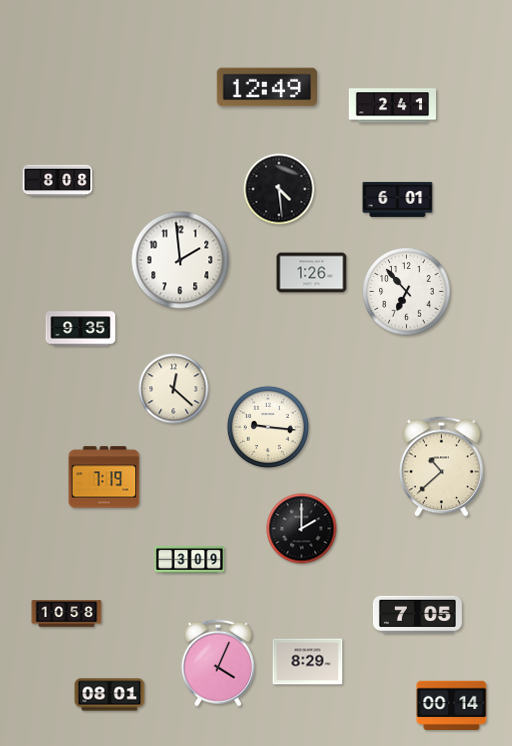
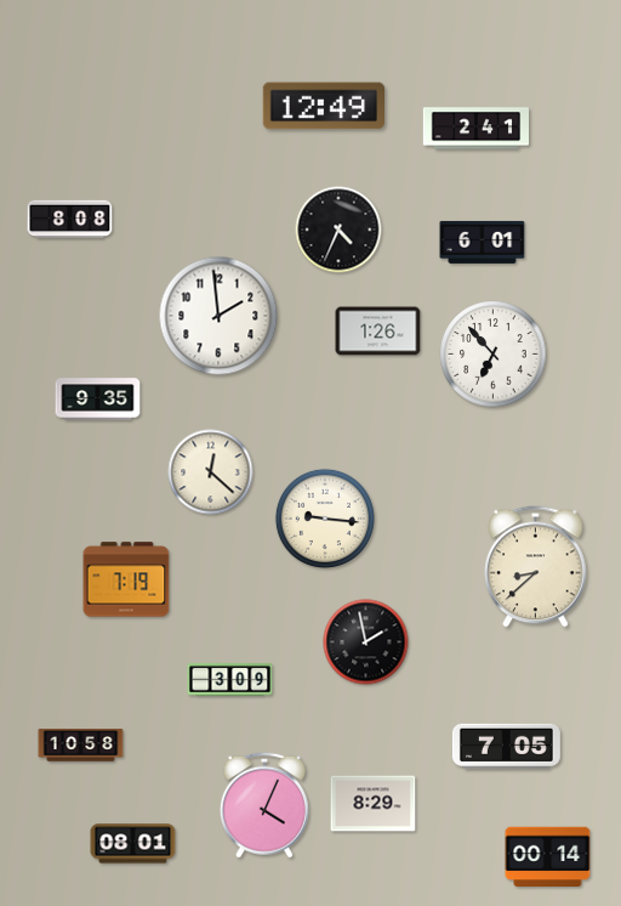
clock at (279, 189): 4:29 -> 4:34
clock at (442, 467): 10:38 -> 8:38
clock at (302, 529): 2:00 -> 1:58
